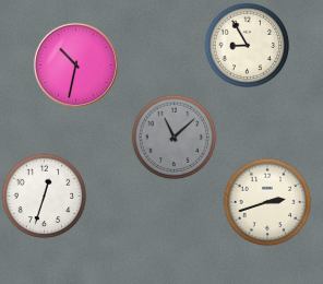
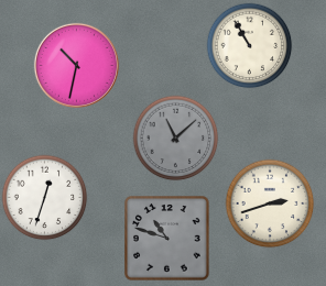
clock at (247, 45): 8:55 -> 10:55
clock at (167, 239): none -> 10:48
